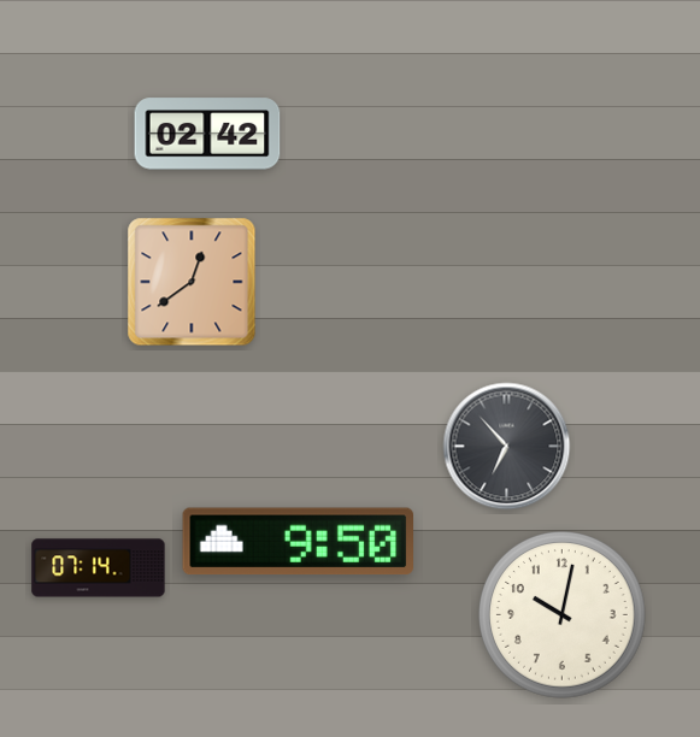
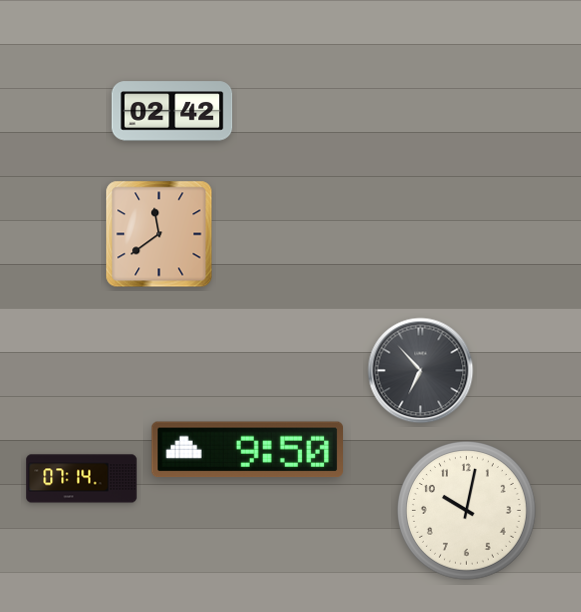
clock at (192, 282): 12:39 -> 11:39
clock at (99, 568) position: (99, 568) -> (82, 479)
